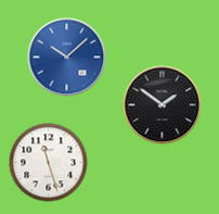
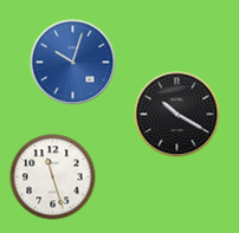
clock at (67, 58): 10:08 -> 10:03
clock at (163, 105): 1:51 -> 10:20
